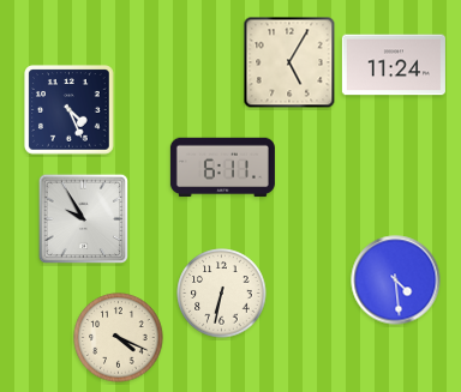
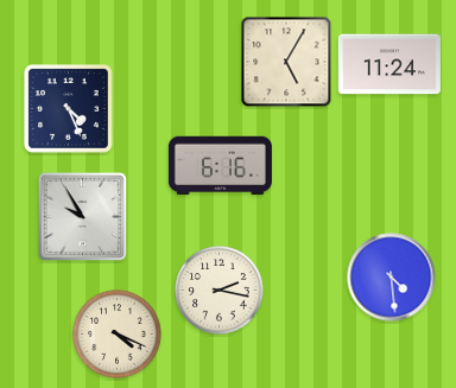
clock at (222, 168): 6:11 -> 6:16
clock at (222, 294): 6:32 -> 2:17
